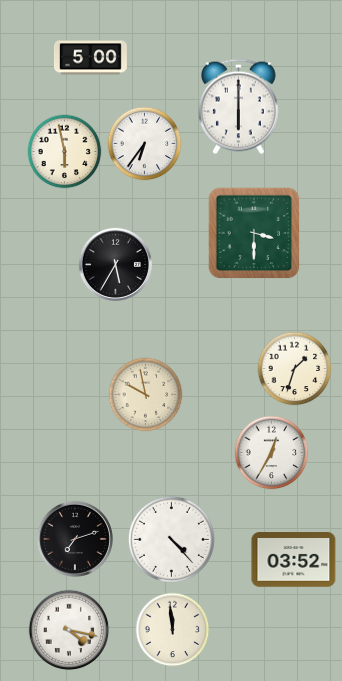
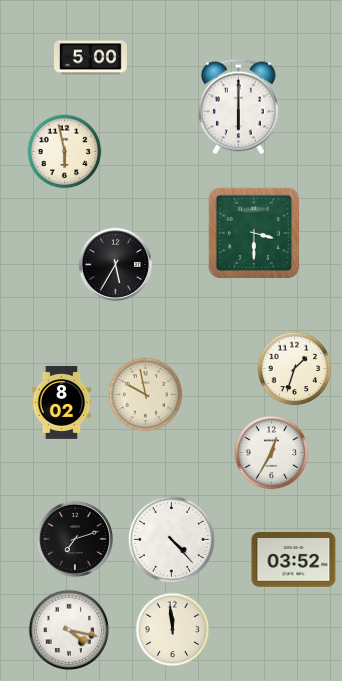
clock at (145, 144): 6:36 -> none
clock at (62, 402): none -> 8:02
